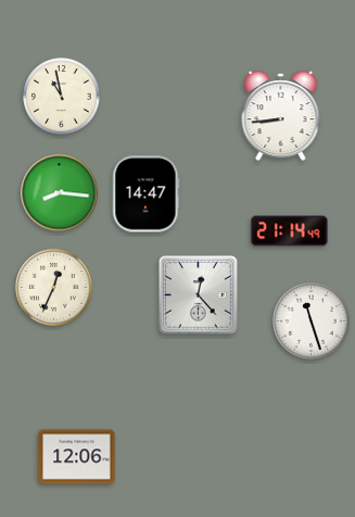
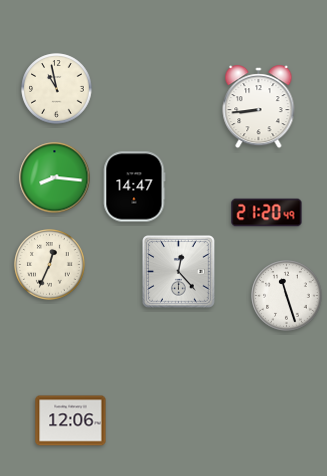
clock at (147, 194) position: (147, 194) -> (135, 187)
clock at (290, 231): 21:14 -> 21:20
clock at (199, 295) position: (199, 295) -> (179, 272)
